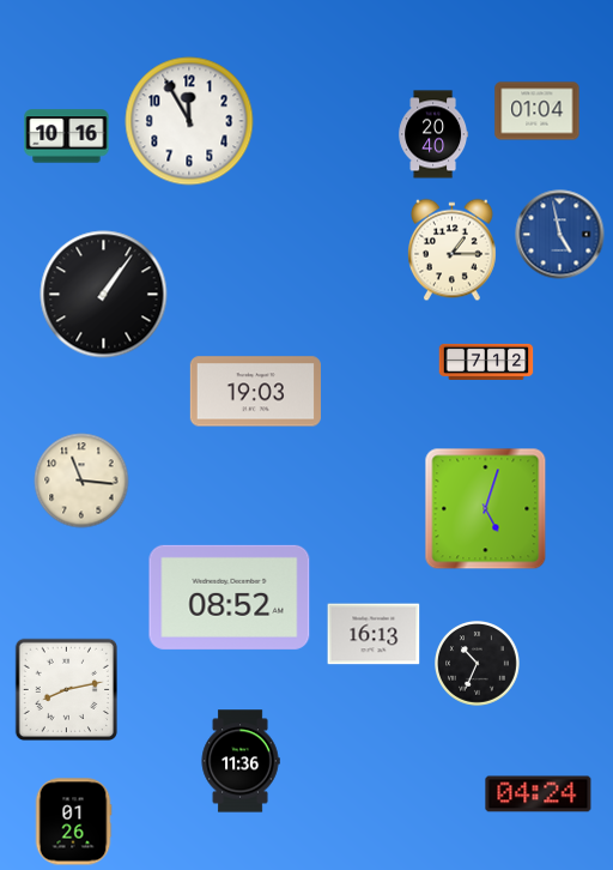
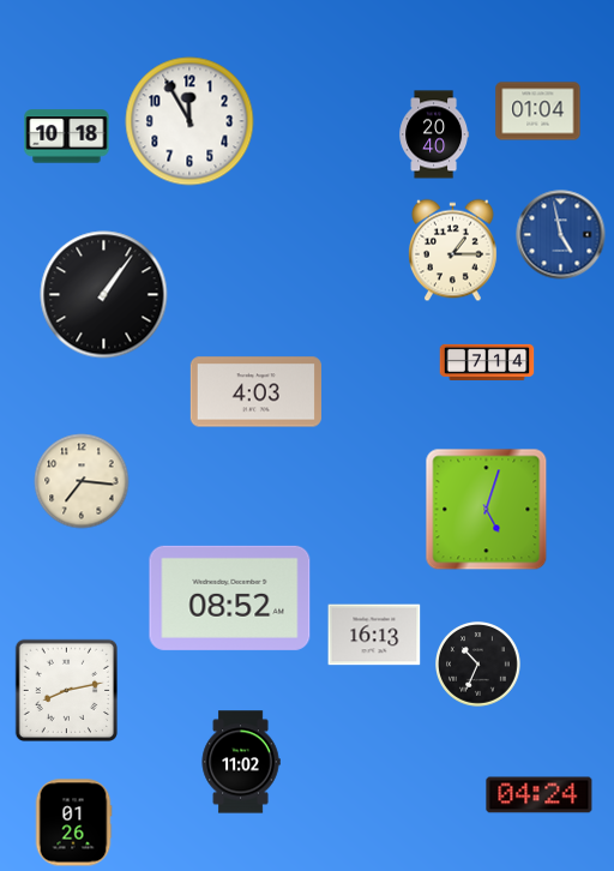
clock at (67, 137): 10:16 -> 10:18
clock at (486, 362): 7:12 -> 7:14
clock at (255, 392): 19:03 -> 4:03
clock at (81, 481): 11:16 -> 7:16
clock at (241, 761): 11:36 -> 11:02
